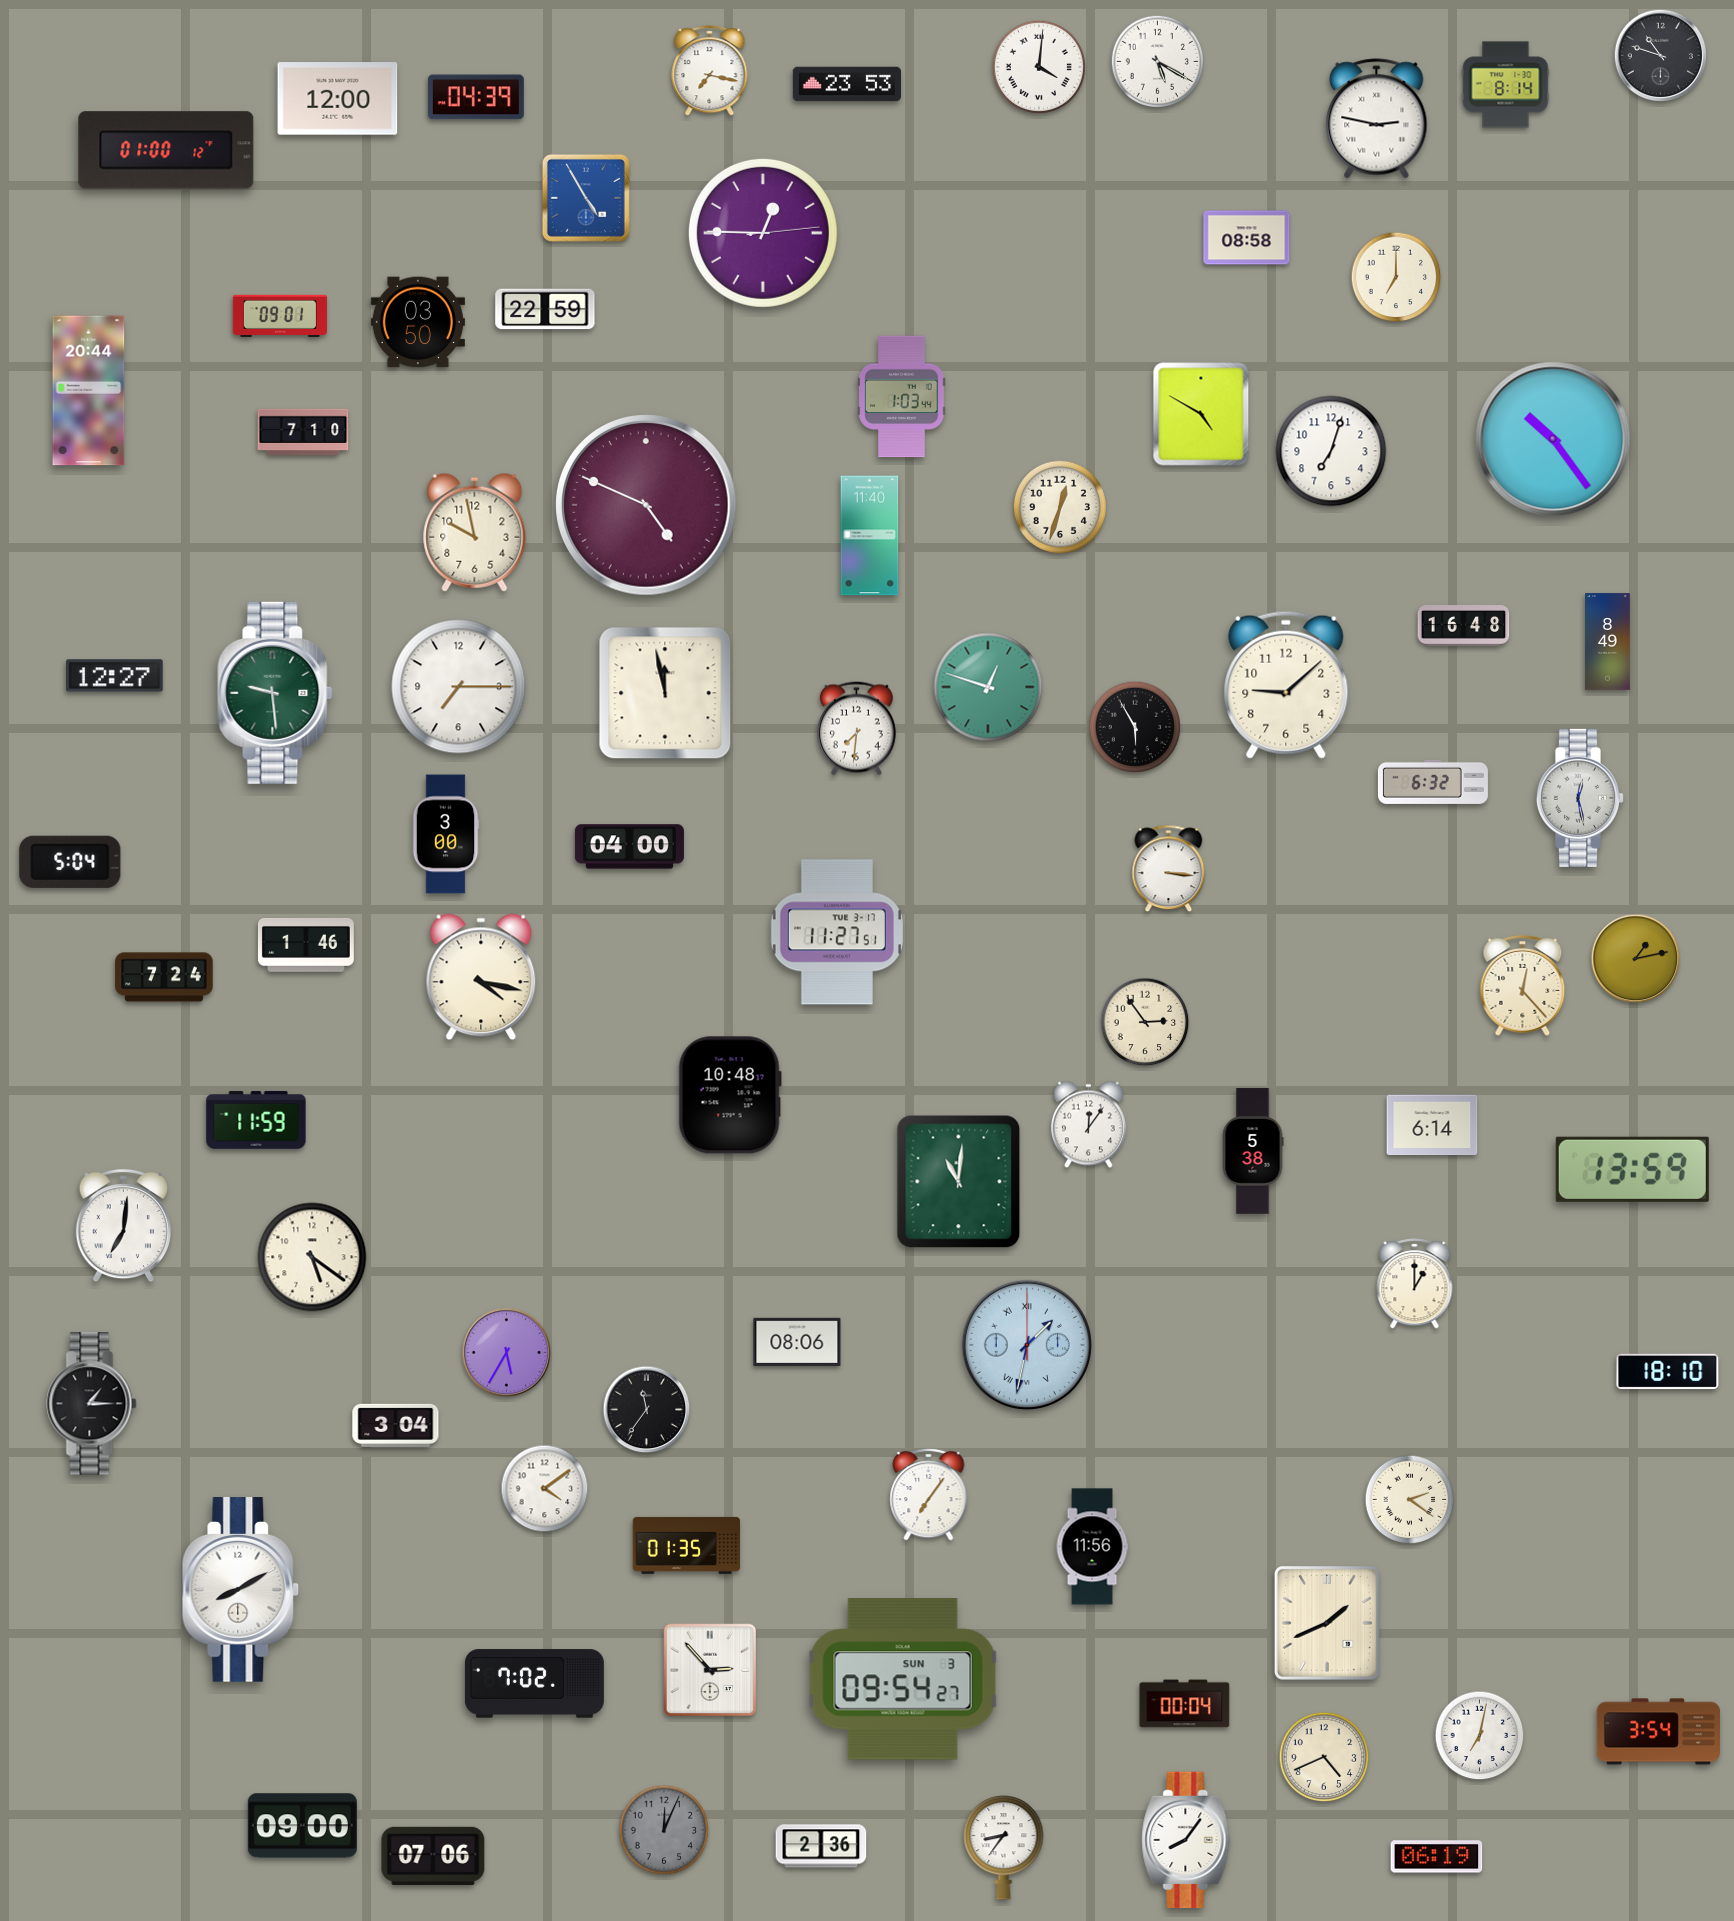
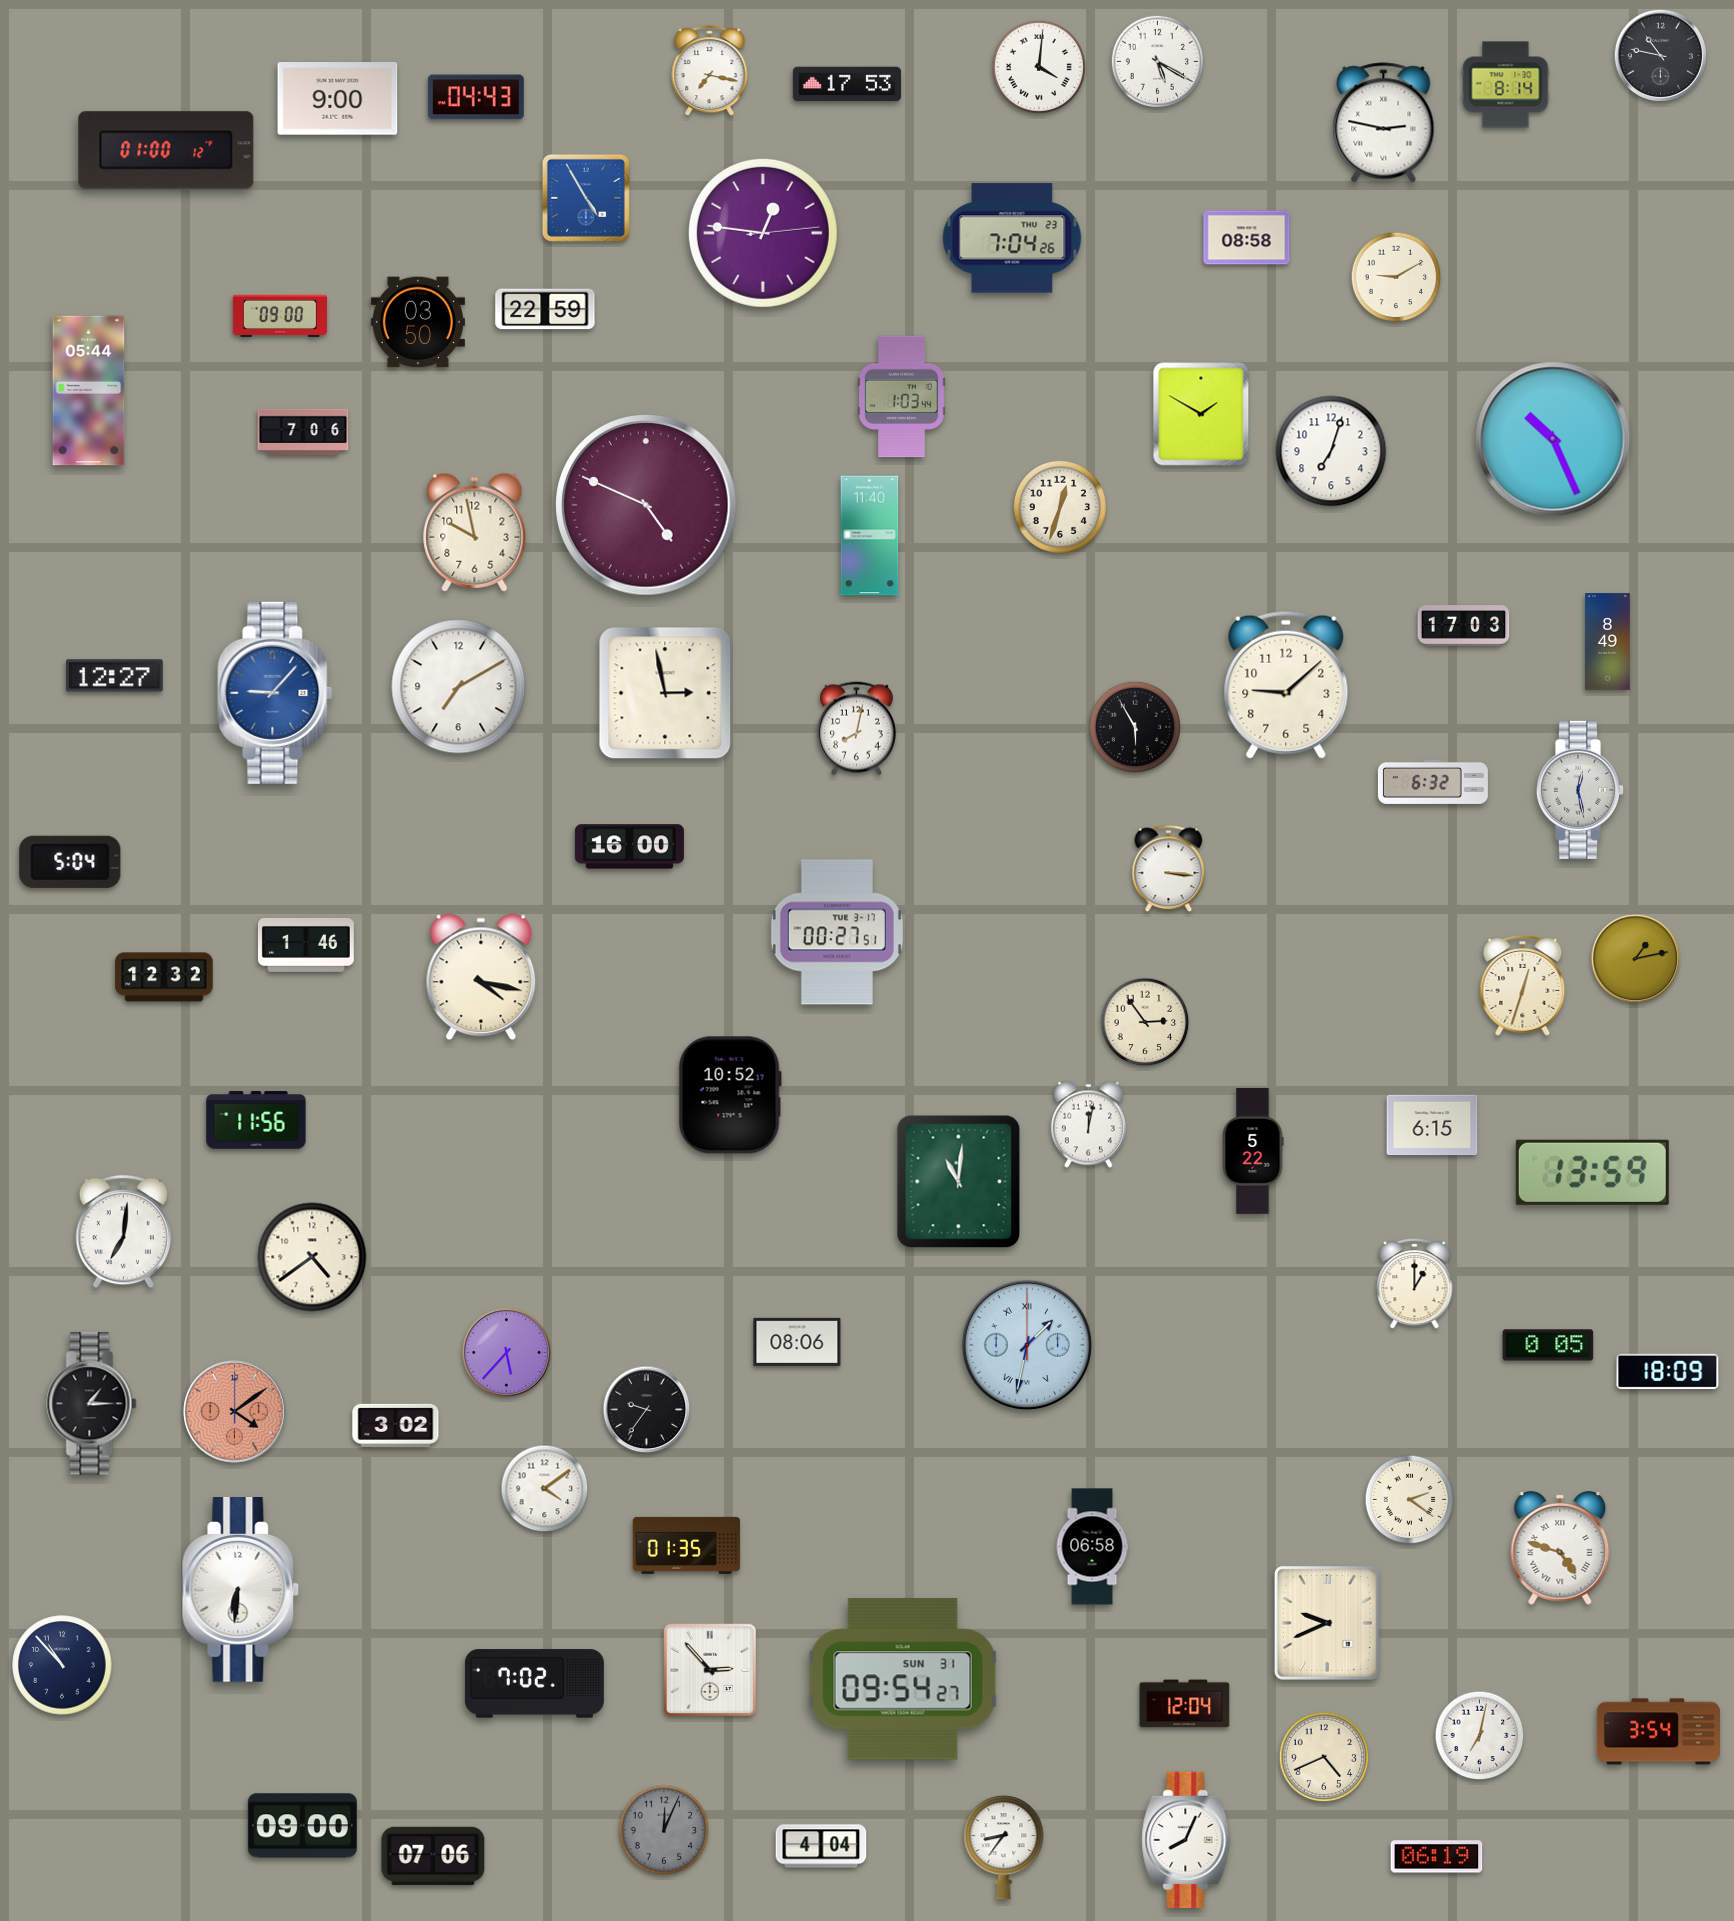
clock at (1660, 55): 10:48 -> 10:47
clock at (846, 84): 23:53 -> 17:53
clock at (476, 97): 04:39 -> 04:43
clock at (338, 99): 12:00 -> 9:00
clock at (1377, 119) position: (1377, 119) -> (1384, 123)
clock at (763, 233): 12:45 -> 12:46
clock at (1012, 238): none -> 7:04
clock at (1396, 277): 7:00 -> 9:10
clock at (280, 316): 09:01 -> 09:00
clock at (89, 391): 20:44 -> 05:44
clock at (1201, 414): 4:50 -> 1:50
clock at (303, 432): 7:10 -> 7:06
clock at (1553, 439): 10:24 -> 10:26
clock at (1464, 626): 16:48 -> 17:03
clock at (459, 687): 7:15 -> 7:10
clock at (988, 687): 12:48 -> none
clock at (275, 693): 9:29 -> 9:07
clock at (275, 693) dial: green -> blue
clock at (665, 693): 11:58 -> 2:58
clock at (856, 729): 7:31 -> 8:02
clock at (1579, 798) position: (1579, 798) -> (1579, 790)
clock at (446, 834): 3:00 -> none
clock at (629, 847): 04:00 -> 16:00
clock at (837, 932): 11:27 -> 00:27
clock at (164, 977): 7:24 -> 12:32
clock at (1523, 986): 12:23 -> 12:33
clock at (730, 1095): 10:48 -> 10:52
clock at (256, 1120): 11:59 -> 11:56
clock at (1088, 1125): 12:06 -> 12:02
clock at (1432, 1125): 6:14 -> 6:15
clock at (1253, 1151): 5:38 -> 5:22
clock at (1632, 1169) position: (1632, 1169) -> (1592, 1172)
clock at (123, 1226) position: (123, 1226) -> (123, 1232)
clock at (312, 1257): 5:21 -> 4:39
clock at (1548, 1345): none -> 0:05
clock at (507, 1353): 5:35 -> 5:37
clock at (1668, 1372): 18:10 -> 18:09
clock at (647, 1410): 11:36 -> 9:36
clock at (235, 1412): none -> 4:09
clock at (396, 1425): 3:04 -> 3:02
clock at (929, 1494): 7:06 -> none
clock at (1092, 1547): 11:56 -> 06:58
clock at (1560, 1548): none -> 4:48
clock at (241, 1590): 8:10 -> 6:31
clock at (1327, 1623): 1:41 -> 9:41
clock at (62, 1665): none -> 10:53
clock at (903, 1679) date: SUN 3 -> SUN 31
clock at (1185, 1704): 00:04 -> 12:04
clock at (1186, 1840): 8:06 -> 8:04
clock at (821, 1846): 2:36 -> 4:04
